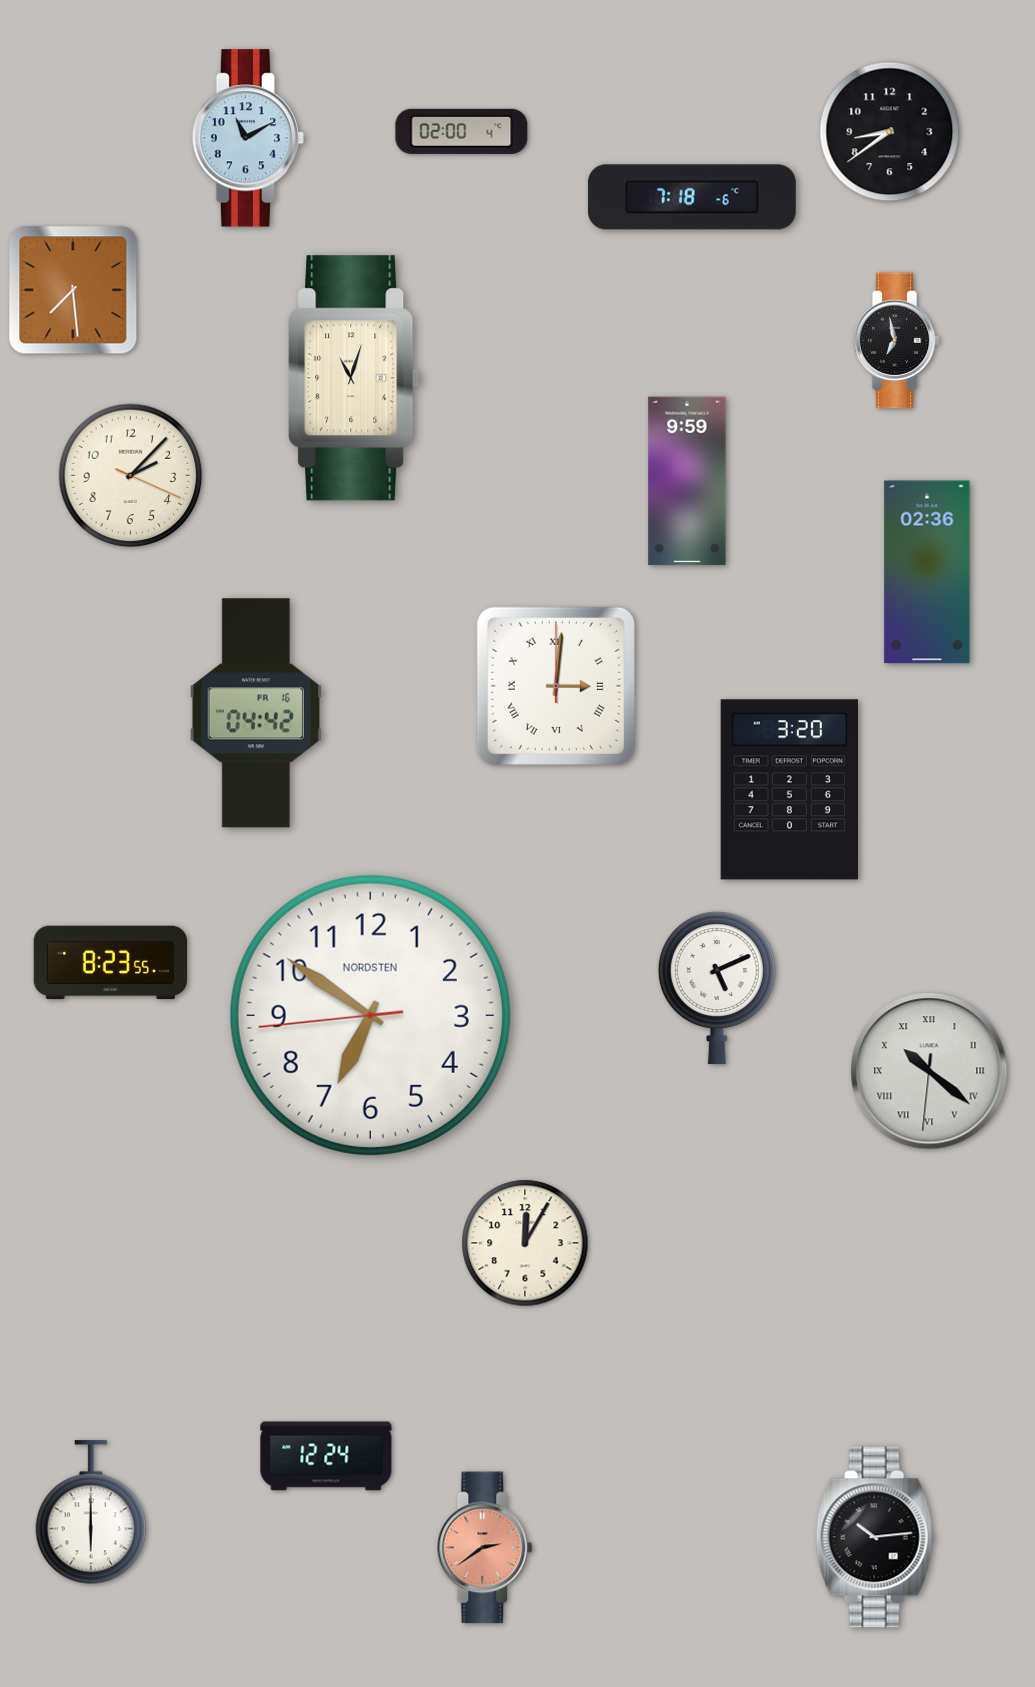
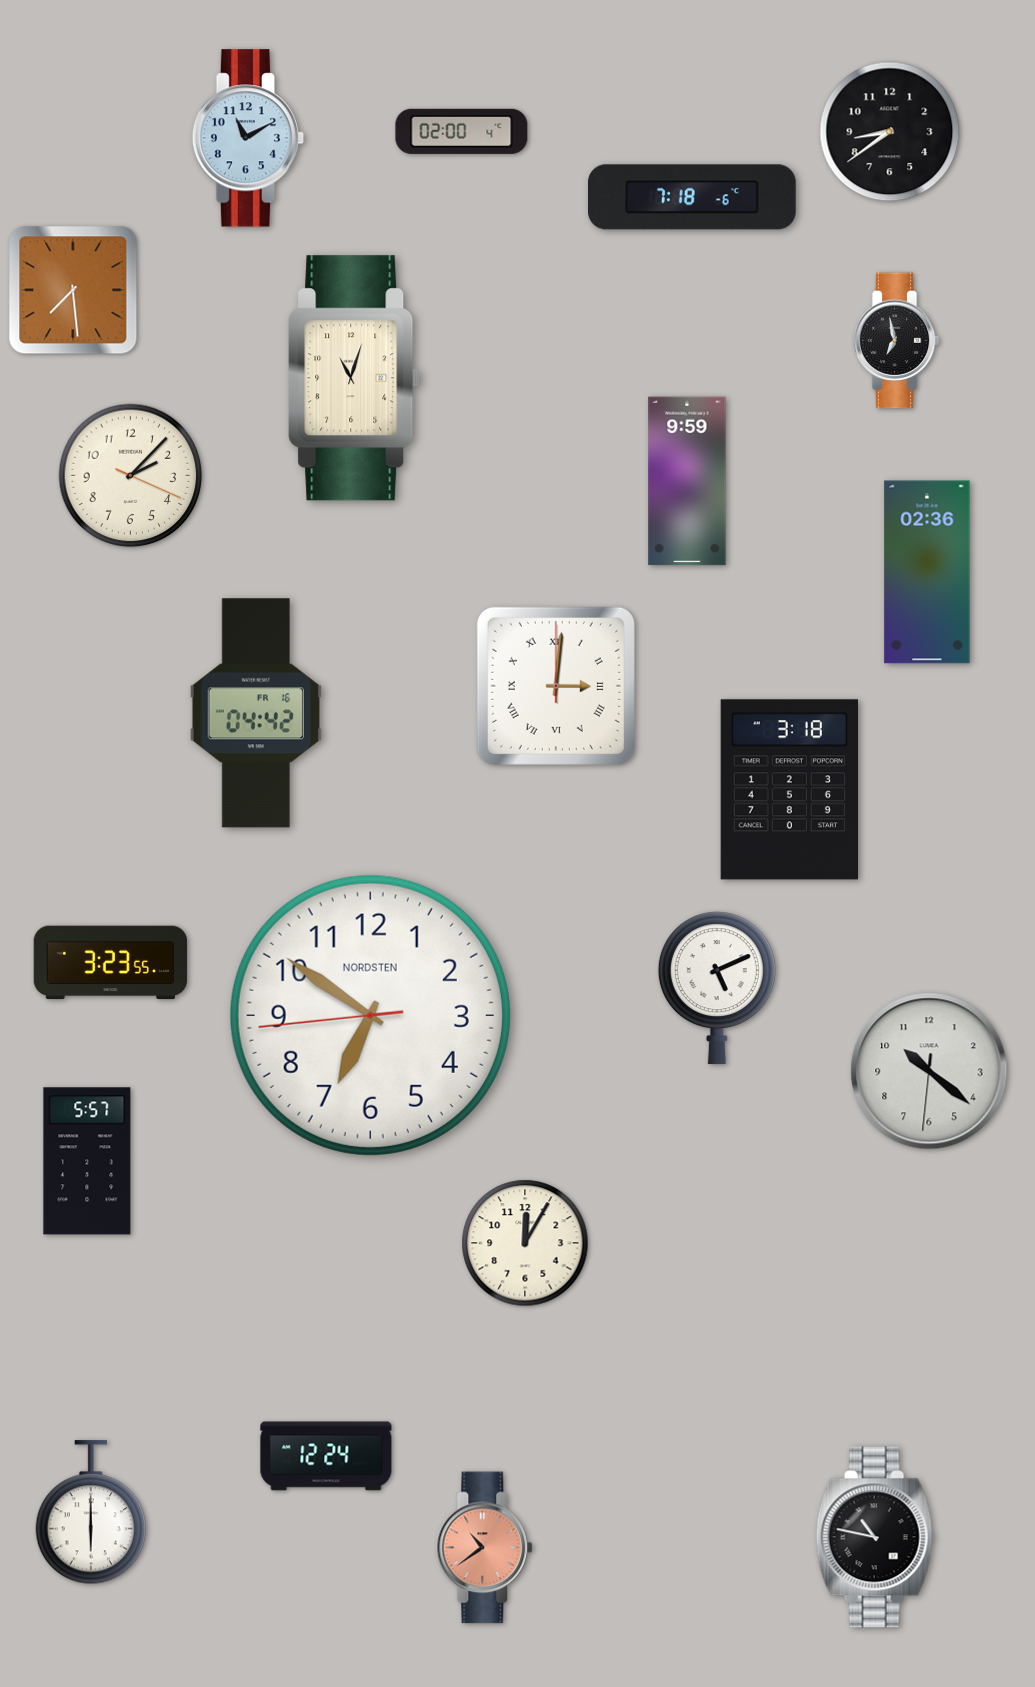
clock at (789, 790): 3:20 -> 3:18
clock at (111, 963): 8:23 -> 3:23
clock at (929, 1071) numerals: Roman -> Arabic
clock at (87, 1161): none -> 5:57
clock at (875, 1537): 10:14 -> 10:47
clock at (485, 1548): 2:39 -> 10:39
